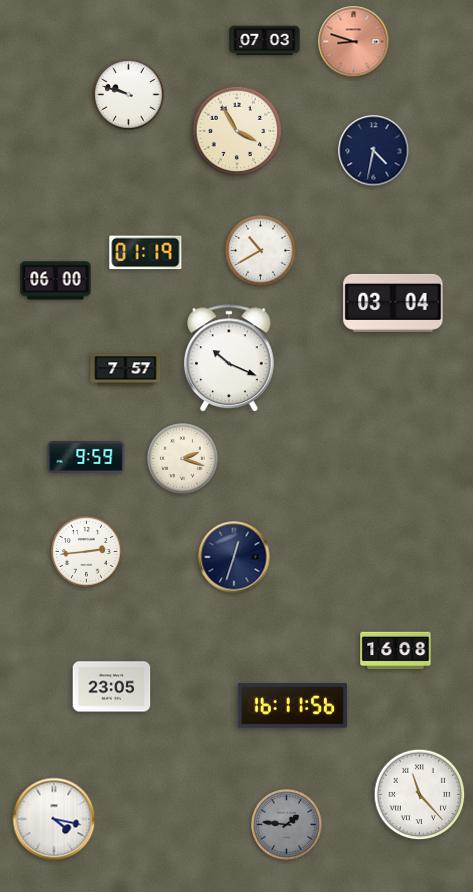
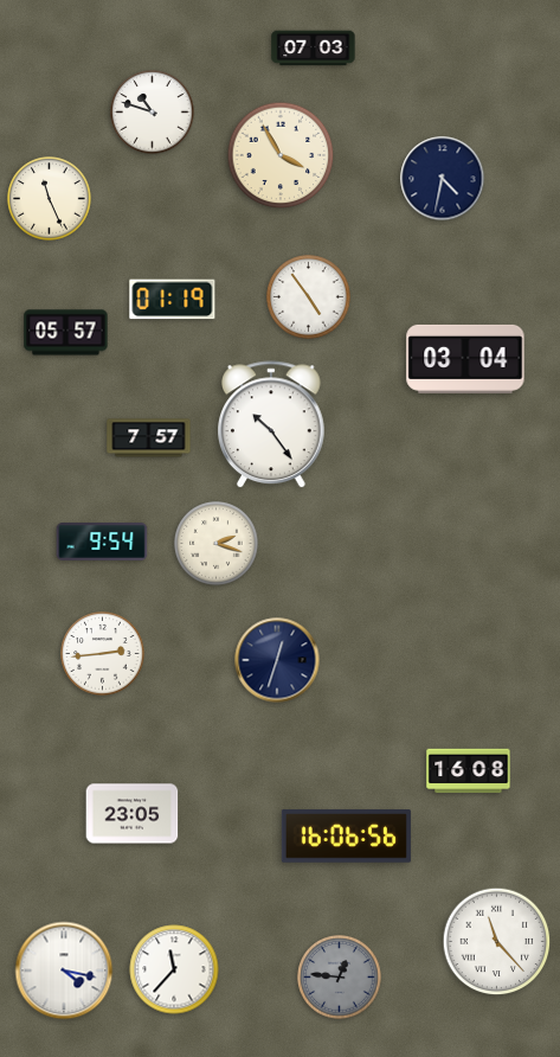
clock at (354, 42): 8:48 -> none
clock at (129, 95): 9:48 -> 10:48
clock at (50, 199): none -> 11:26
clock at (261, 251): 10:40 -> 4:54
clock at (56, 281): 06:00 -> 05:57
clock at (230, 359): 10:19 -> 10:24
clock at (86, 458): 9:59 -> 9:54
clock at (292, 706): 16:11 -> 16:06
clock at (174, 969): none -> 11:37
clock at (287, 825): 1:46 -> 12:46
